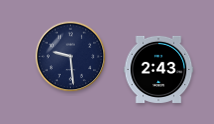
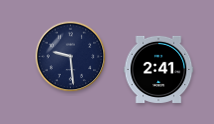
clock at (159, 69): 2:43 -> 2:41
